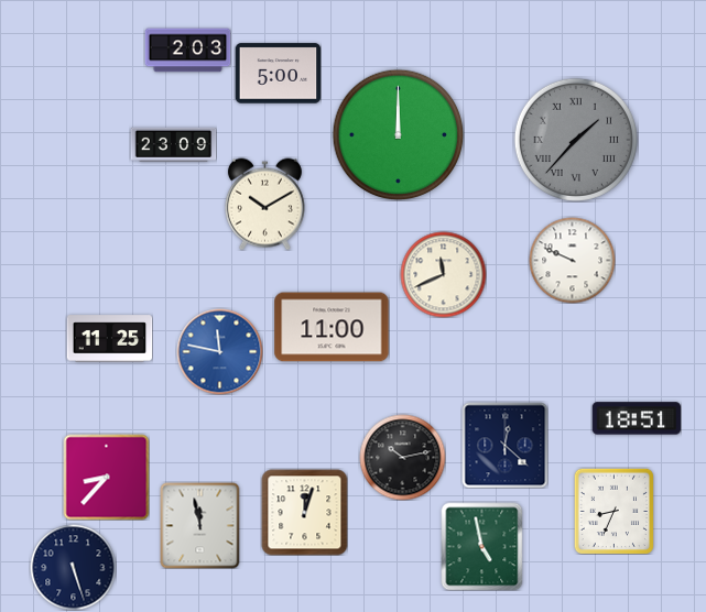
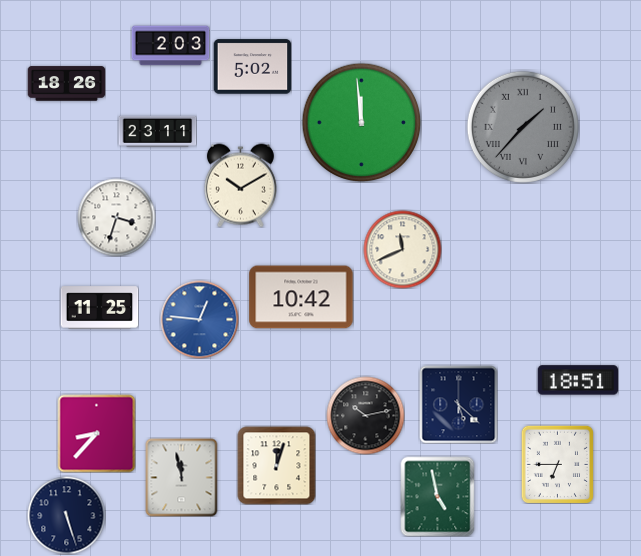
clock at (278, 74): 5:00 -> 5:02
clock at (66, 84): none -> 18:26
clock at (398, 134): 12:00 -> 11:59
clock at (173, 144): 23:09 -> 23:11
clock at (116, 217): none -> 3:33
clock at (572, 260): 9:49 -> none
clock at (332, 327): 11:00 -> 10:42
clock at (219, 351): 11:47 -> 12:46
clock at (504, 445): 12:22 -> 5:22
clock at (613, 511): 8:34 -> 6:45
